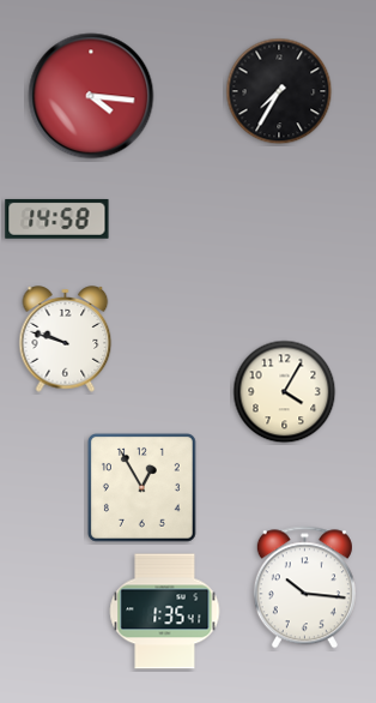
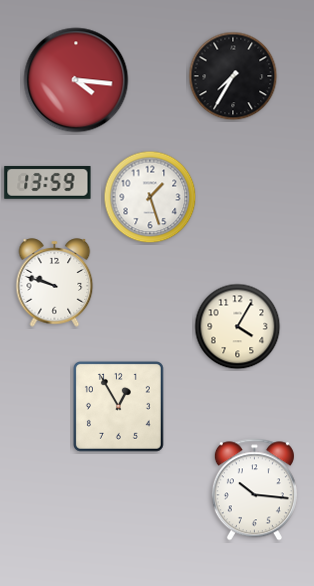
clock at (57, 218): 14:58 -> 13:59
clock at (150, 197): none -> 1:27
clock at (165, 612): 1:35 -> none
